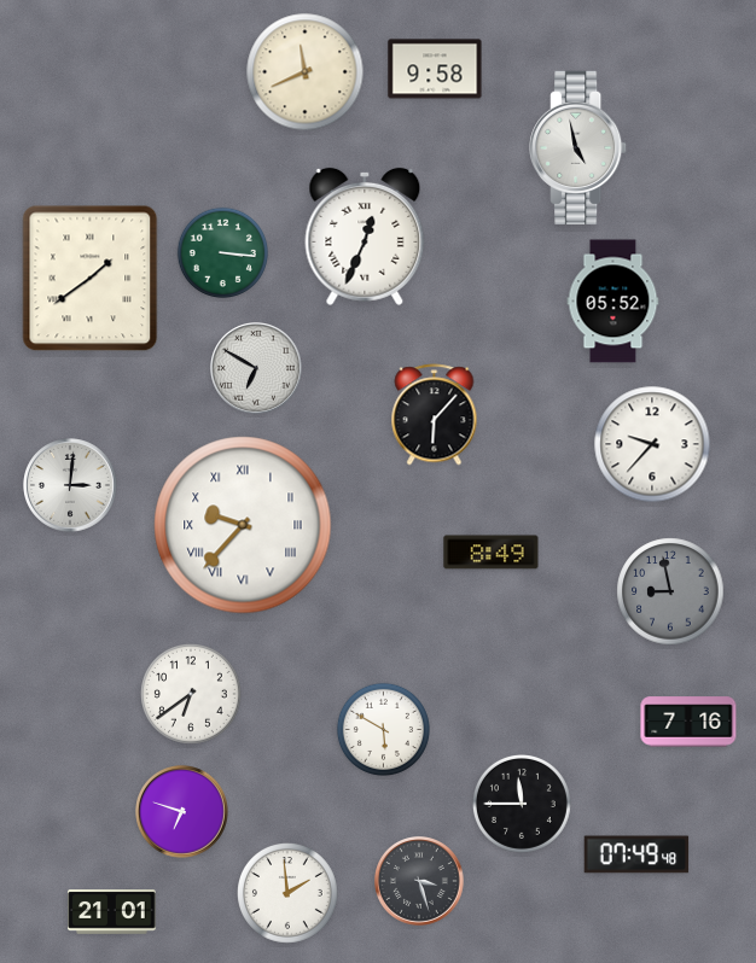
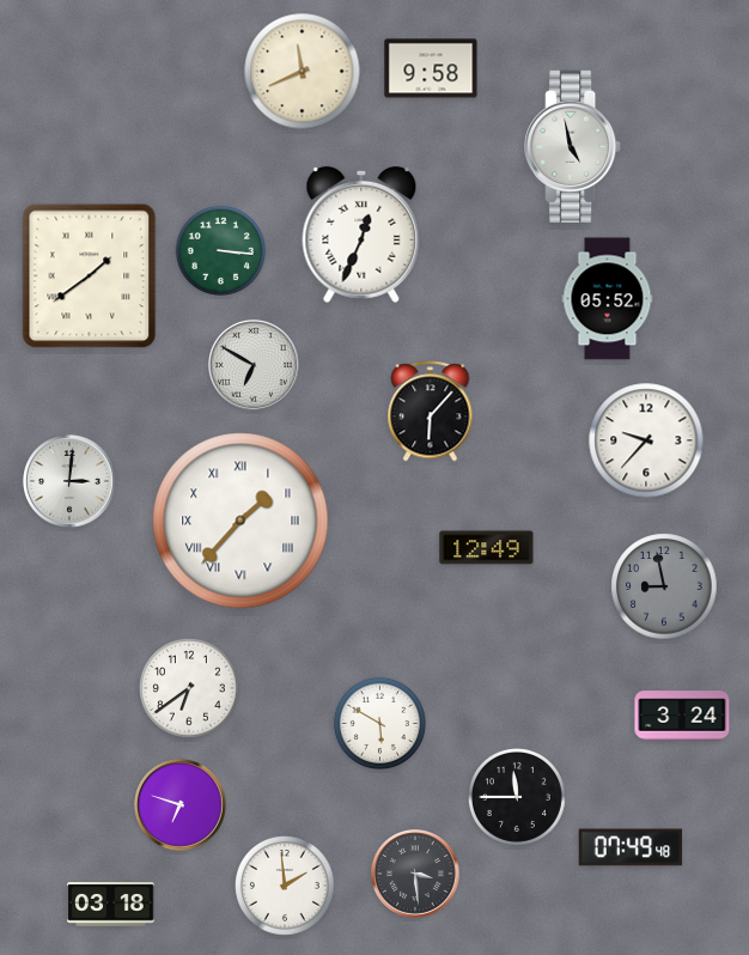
clock at (243, 525): 9:37 -> 1:37
clock at (492, 553): 8:49 -> 12:49
clock at (688, 722): 7:16 -> 3:24
clock at (420, 882): 3:27 -> 3:29
clock at (112, 912): 21:01 -> 03:18
